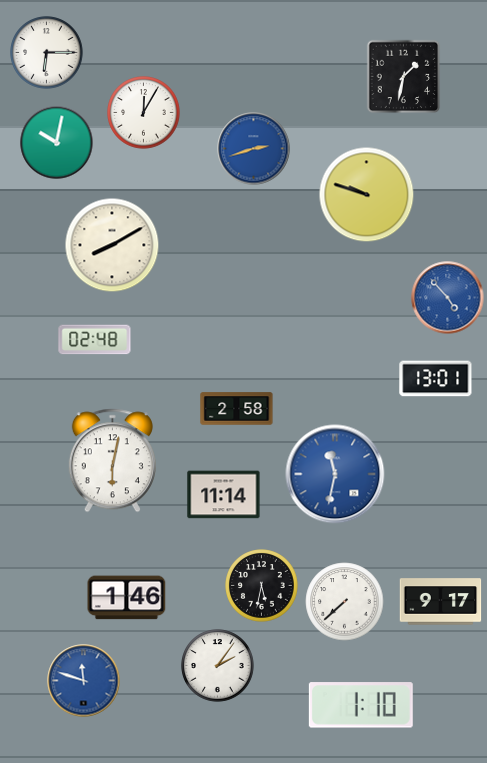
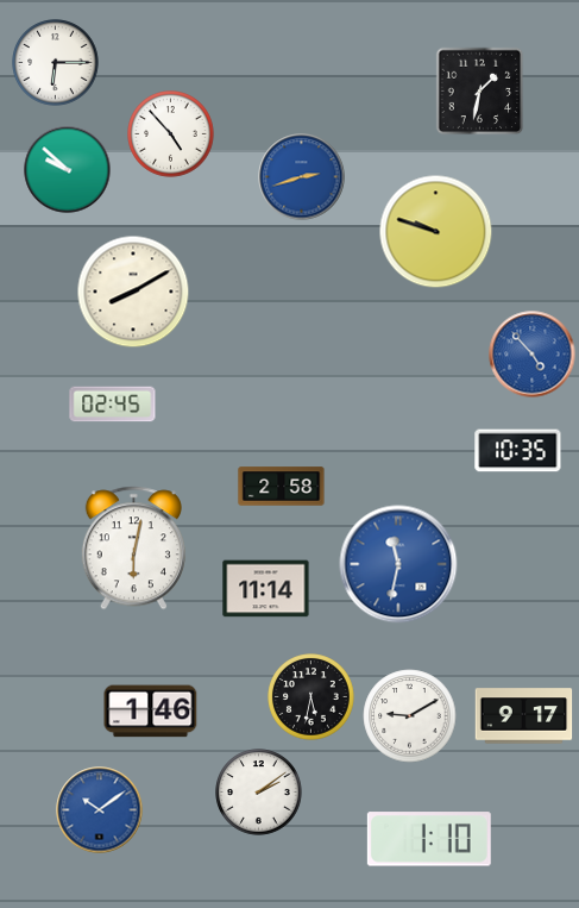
clock at (144, 113): 12:05 -> 4:53
clock at (57, 143): 10:02 -> 9:52
clock at (95, 340): 02:48 -> 02:45
clock at (436, 379): 13:01 -> 10:35
clock at (345, 602): 7:38 -> 9:10
clock at (218, 666): 2:06 -> 2:09
clock at (84, 681): 11:48 -> 10:09
